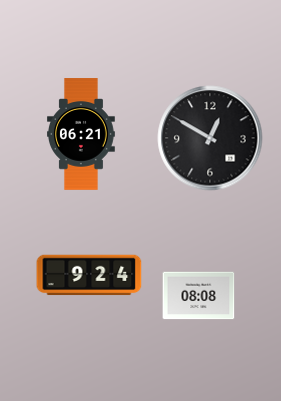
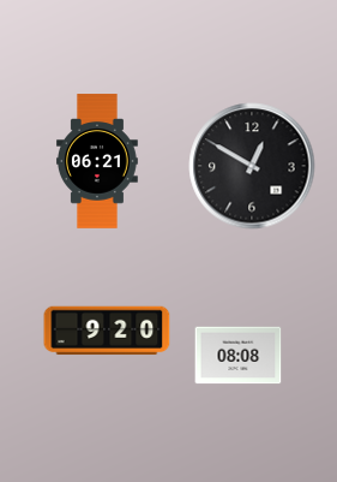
clock at (89, 275): 9:24 -> 9:20
